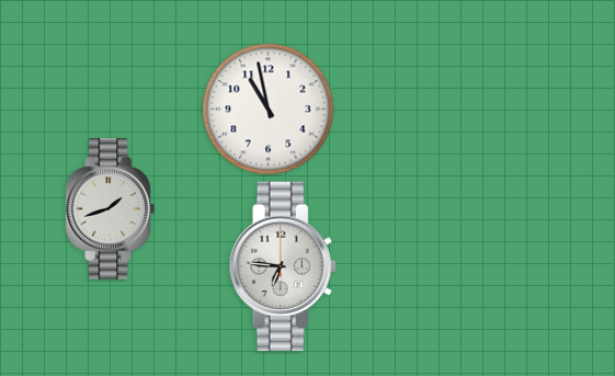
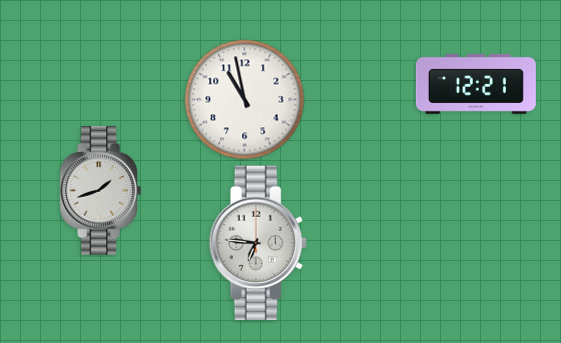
clock at (476, 84): none -> 12:21
